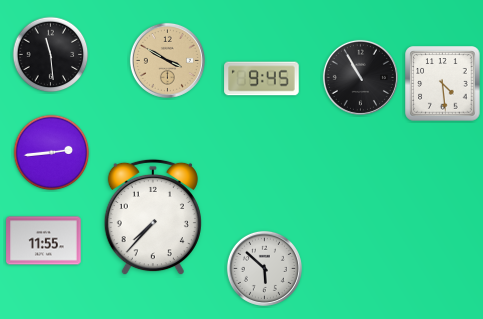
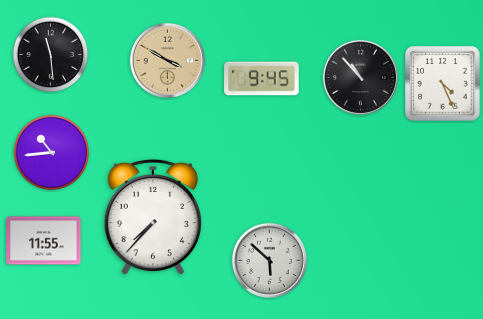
clock at (360, 77): 10:55 -> 10:53
clock at (443, 84): 4:29 -> 4:26
clock at (52, 153): 2:44 -> 10:44
clock at (264, 268) position: (264, 268) -> (269, 260)
